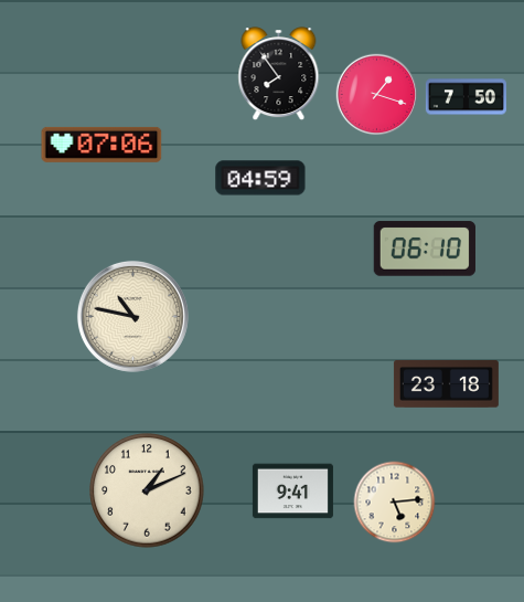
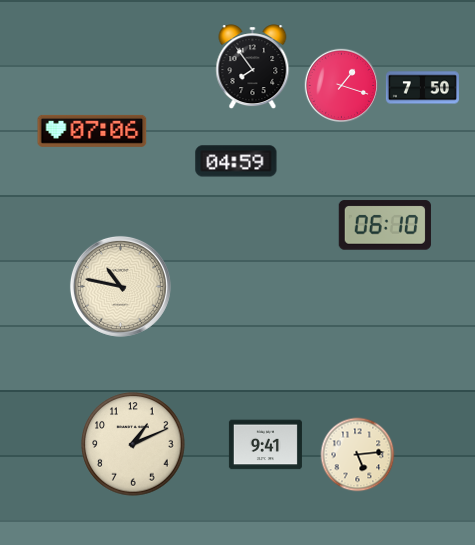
clock at (446, 384): 23:18 -> none
